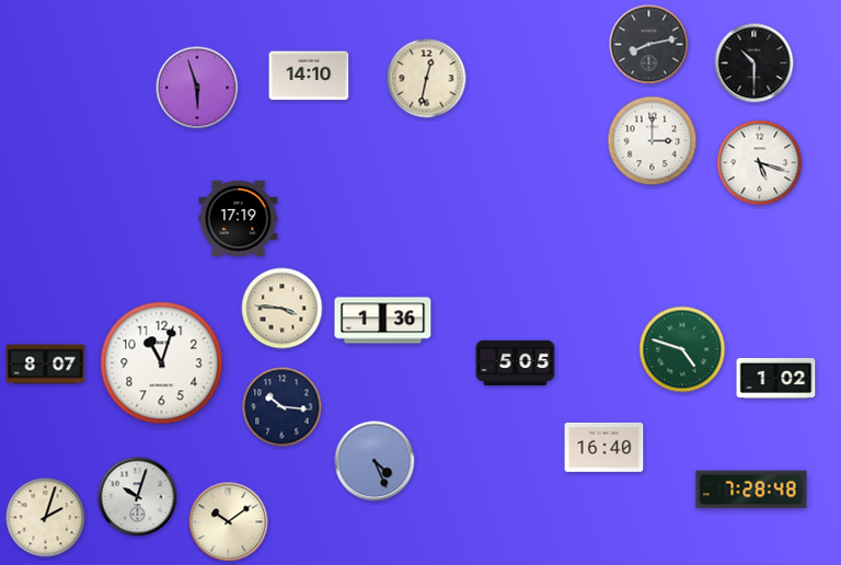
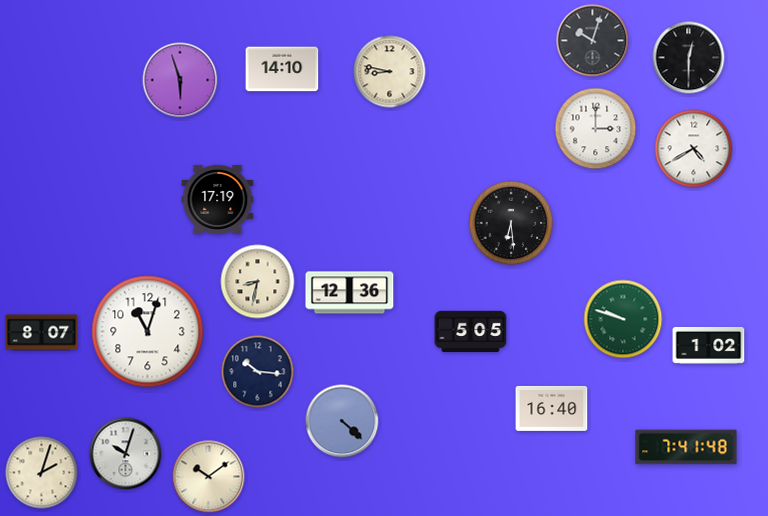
clock at (649, 45): 8:13 -> 10:03
clock at (754, 64): 10:30 -> 12:30
clock at (427, 79): 12:32 -> 8:47
clock at (760, 163): 5:18 -> 4:40
clock at (511, 223): none -> 6:29
clock at (283, 309): 3:46 -> 8:32
clock at (383, 321): 1:36 -> 12:36
clock at (682, 349): 4:48 -> 9:48
clock at (375, 461): 4:26 -> 4:22
clock at (751, 489): 7:28 -> 7:41
